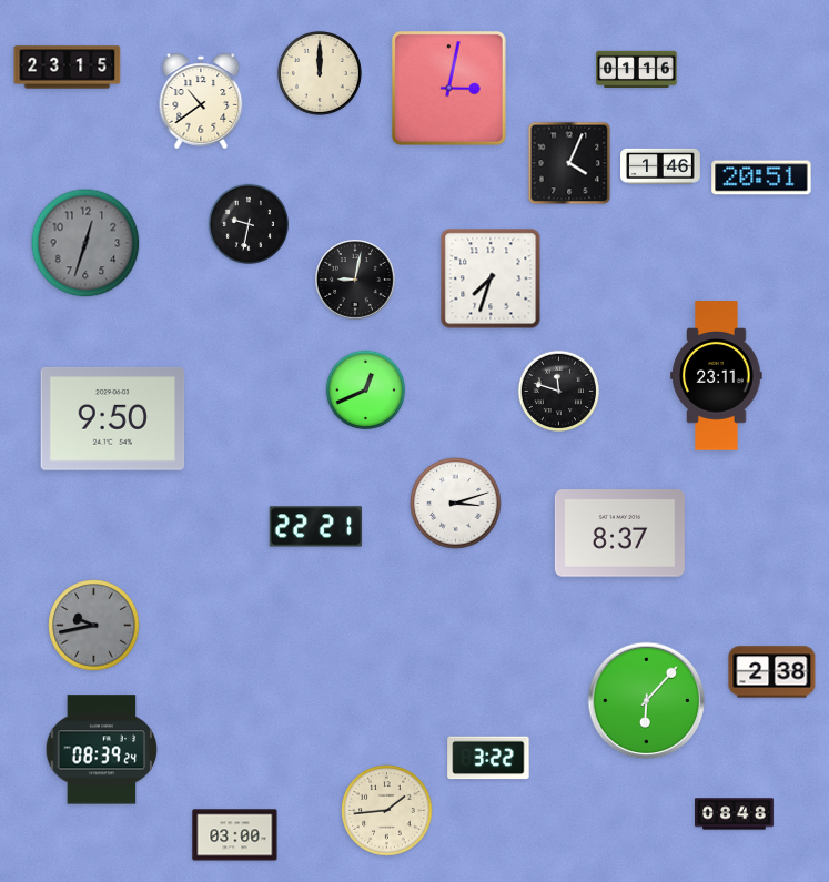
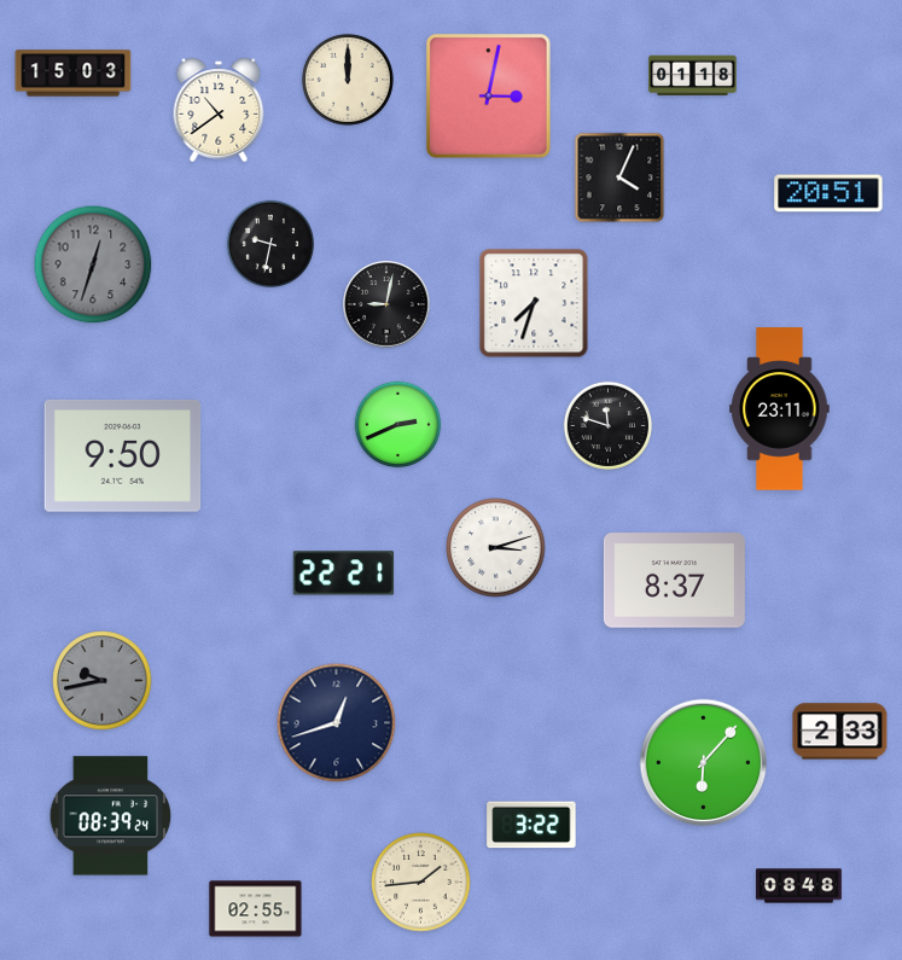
clock at (68, 68): 23:15 -> 15:03
clock at (637, 70): 01:16 -> 01:18
clock at (660, 166): 1:46 -> none
clock at (366, 391): 12:41 -> 2:41
clock at (337, 723): none -> 12:42
clock at (772, 672): 2:38 -> 2:33
clock at (235, 835): 03:00 -> 02:55
